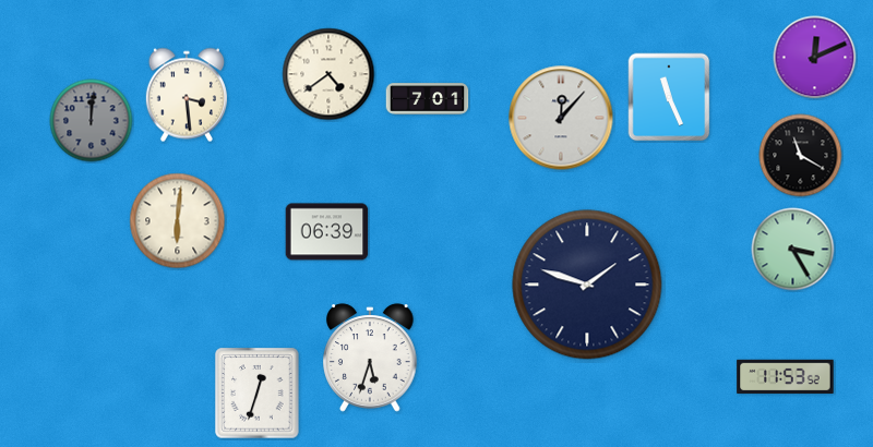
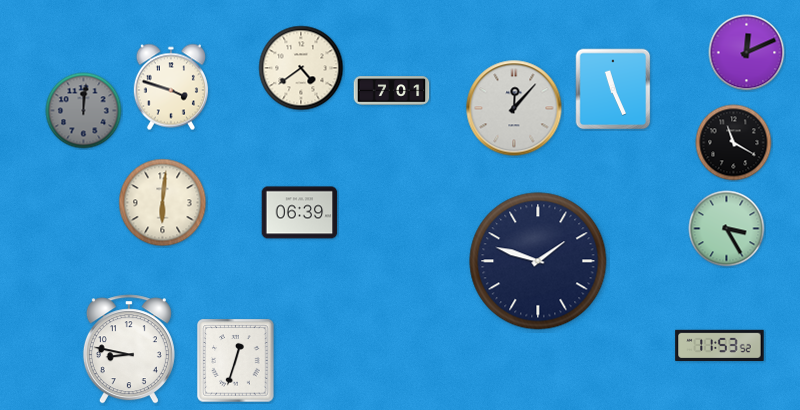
clock at (187, 95): 3:29 -> 3:48
clock at (370, 358): 5:33 -> none
clock at (129, 349): none -> 8:47
